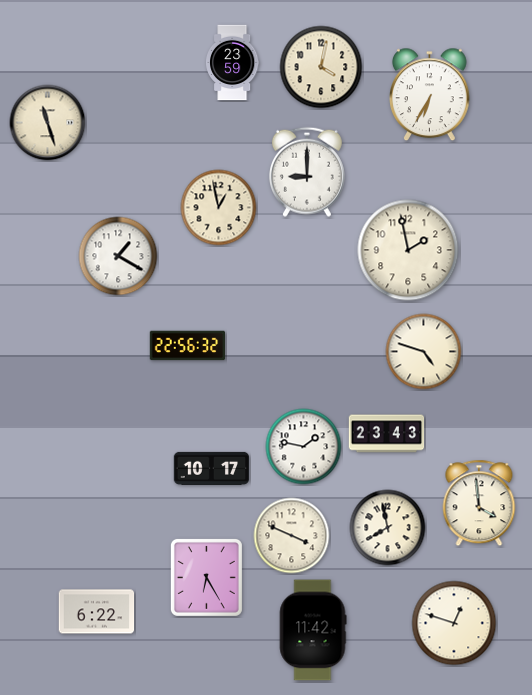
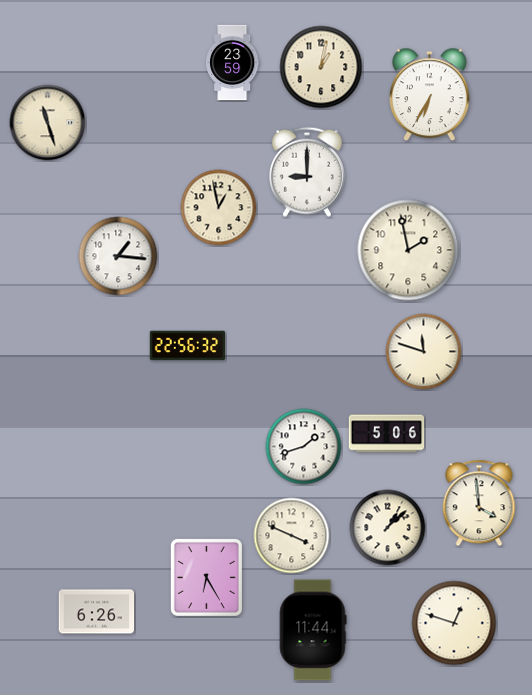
clock at (321, 67): 4:02 -> 1:02
clock at (118, 256): 1:20 -> 1:16
clock at (424, 352): 4:48 -> 11:48
clock at (387, 434): 23:43 -> 5:06
clock at (304, 447): 1:47 -> 1:42
clock at (212, 468): 10:17 -> none
clock at (388, 528): 7:58 -> 1:08
clock at (97, 612): 6:22 -> 6:26
clock at (313, 630): 11:42 -> 11:44
